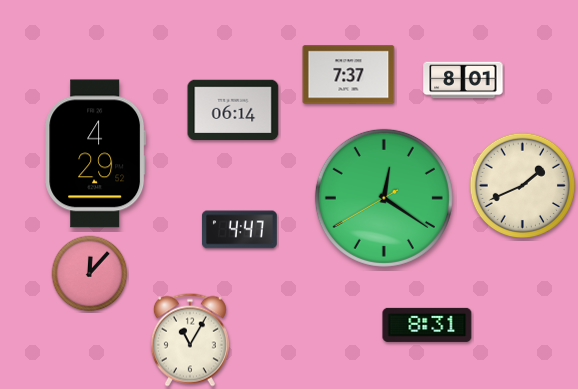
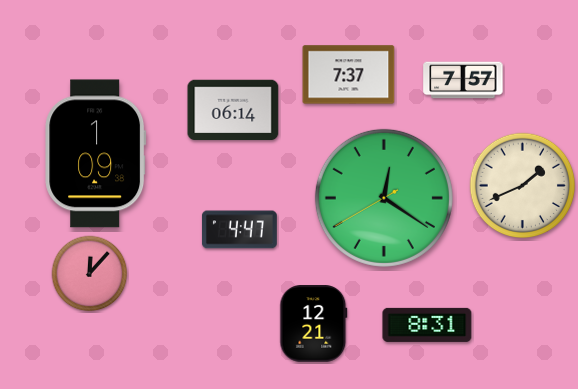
clock at (463, 80): 8:01 -> 7:57
clock at (96, 154): 4:29 -> 1:09
clock at (314, 324): none -> 12:21
clock at (190, 340): 11:05 -> none
